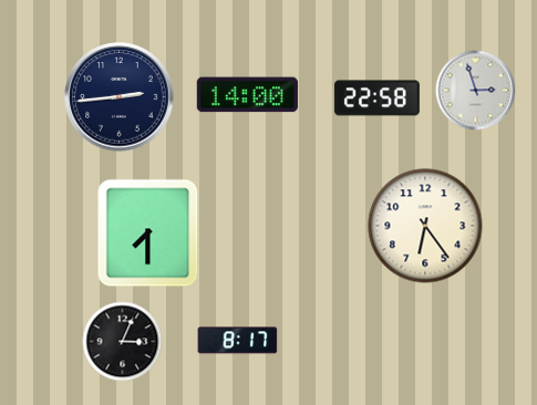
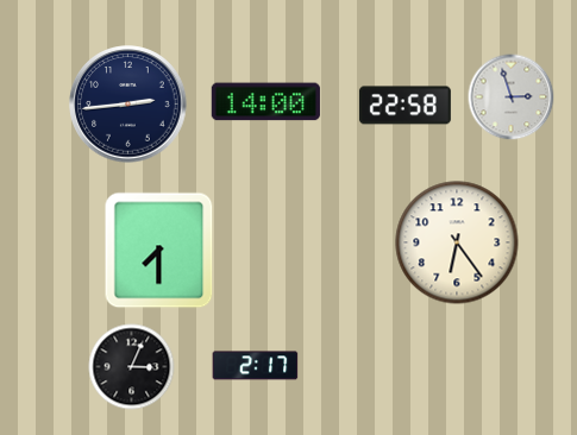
clock at (238, 341): 8:17 -> 2:17
